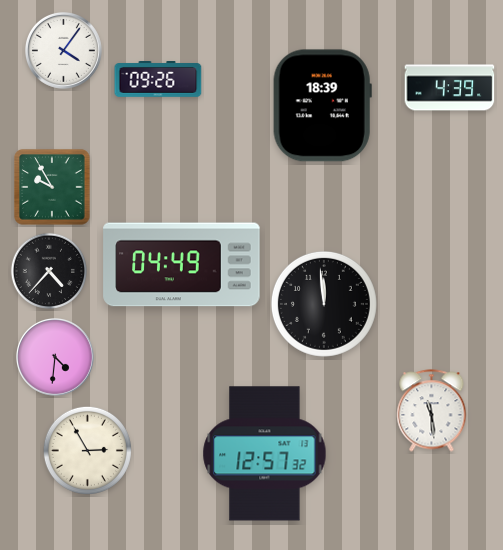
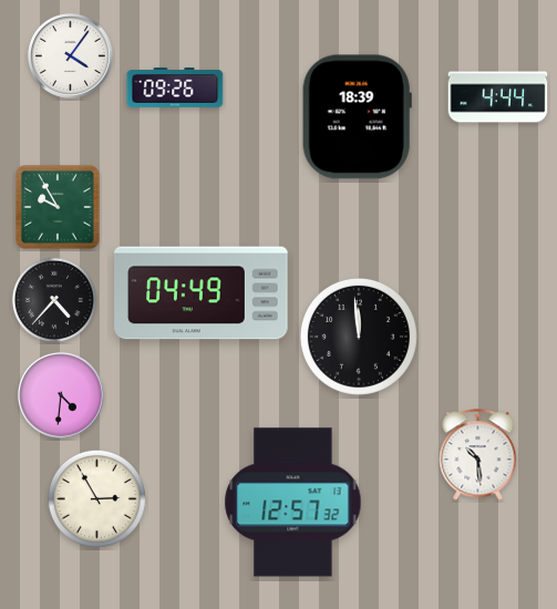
clock at (450, 88): 4:39 -> 4:44
clock at (432, 411): 11:29 -> 10:29
